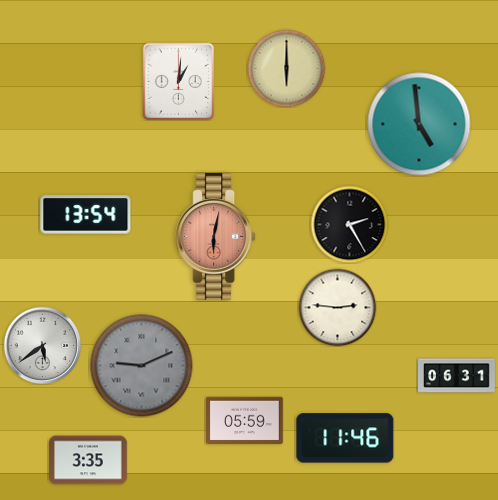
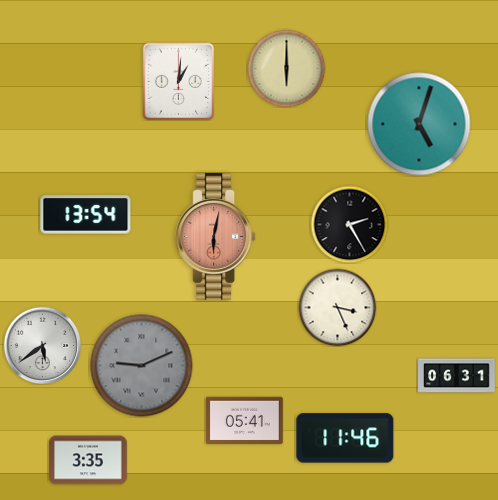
clock at (419, 124): 4:59 -> 5:03
clock at (337, 307): 2:46 -> 3:26
clock at (245, 421): 05:59 -> 05:41
